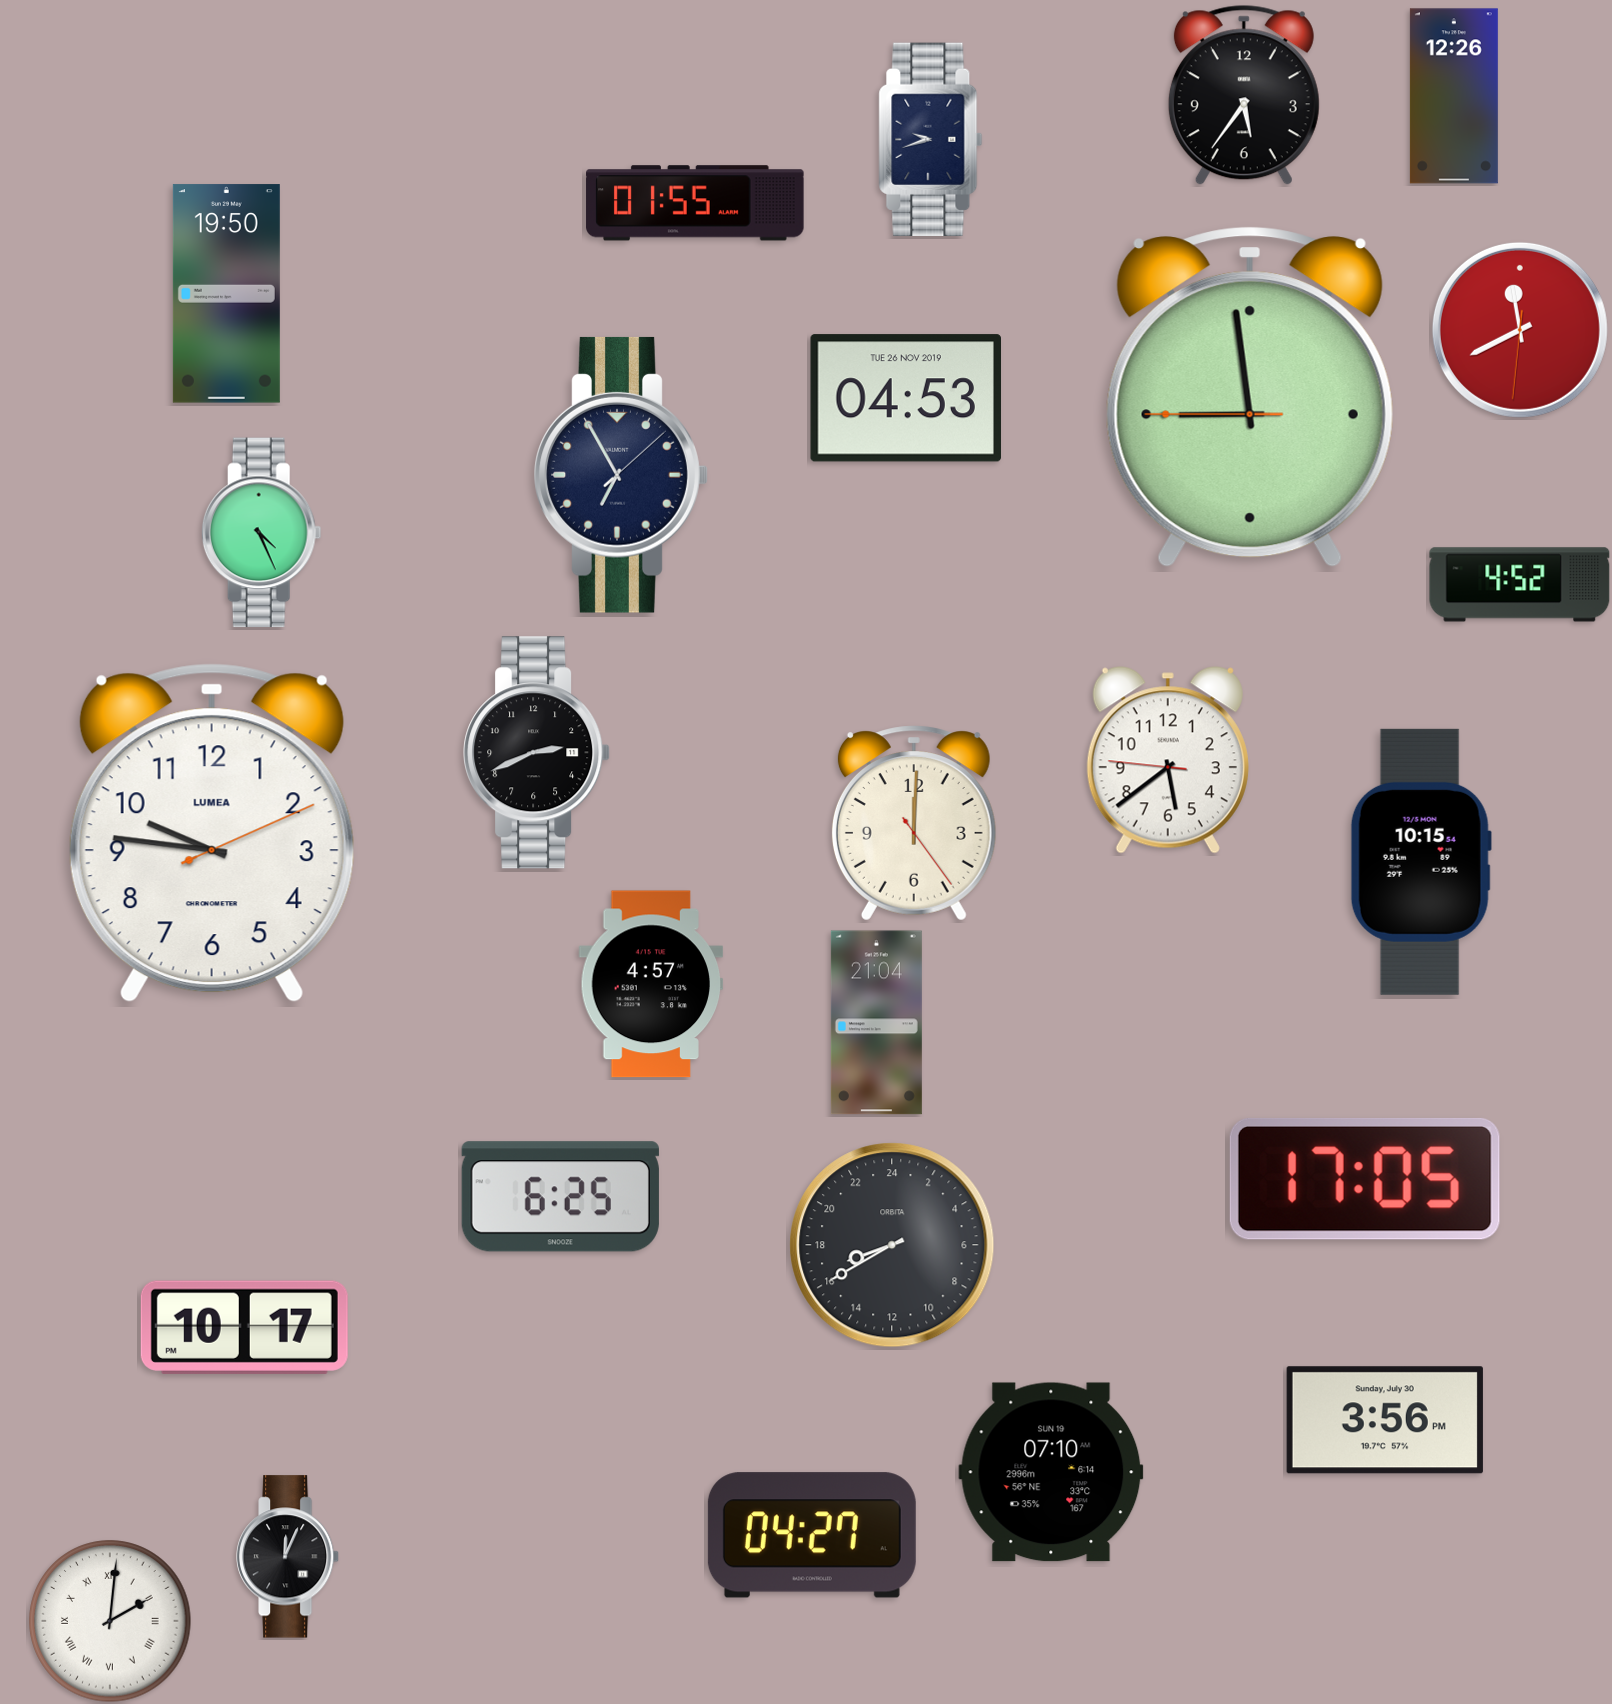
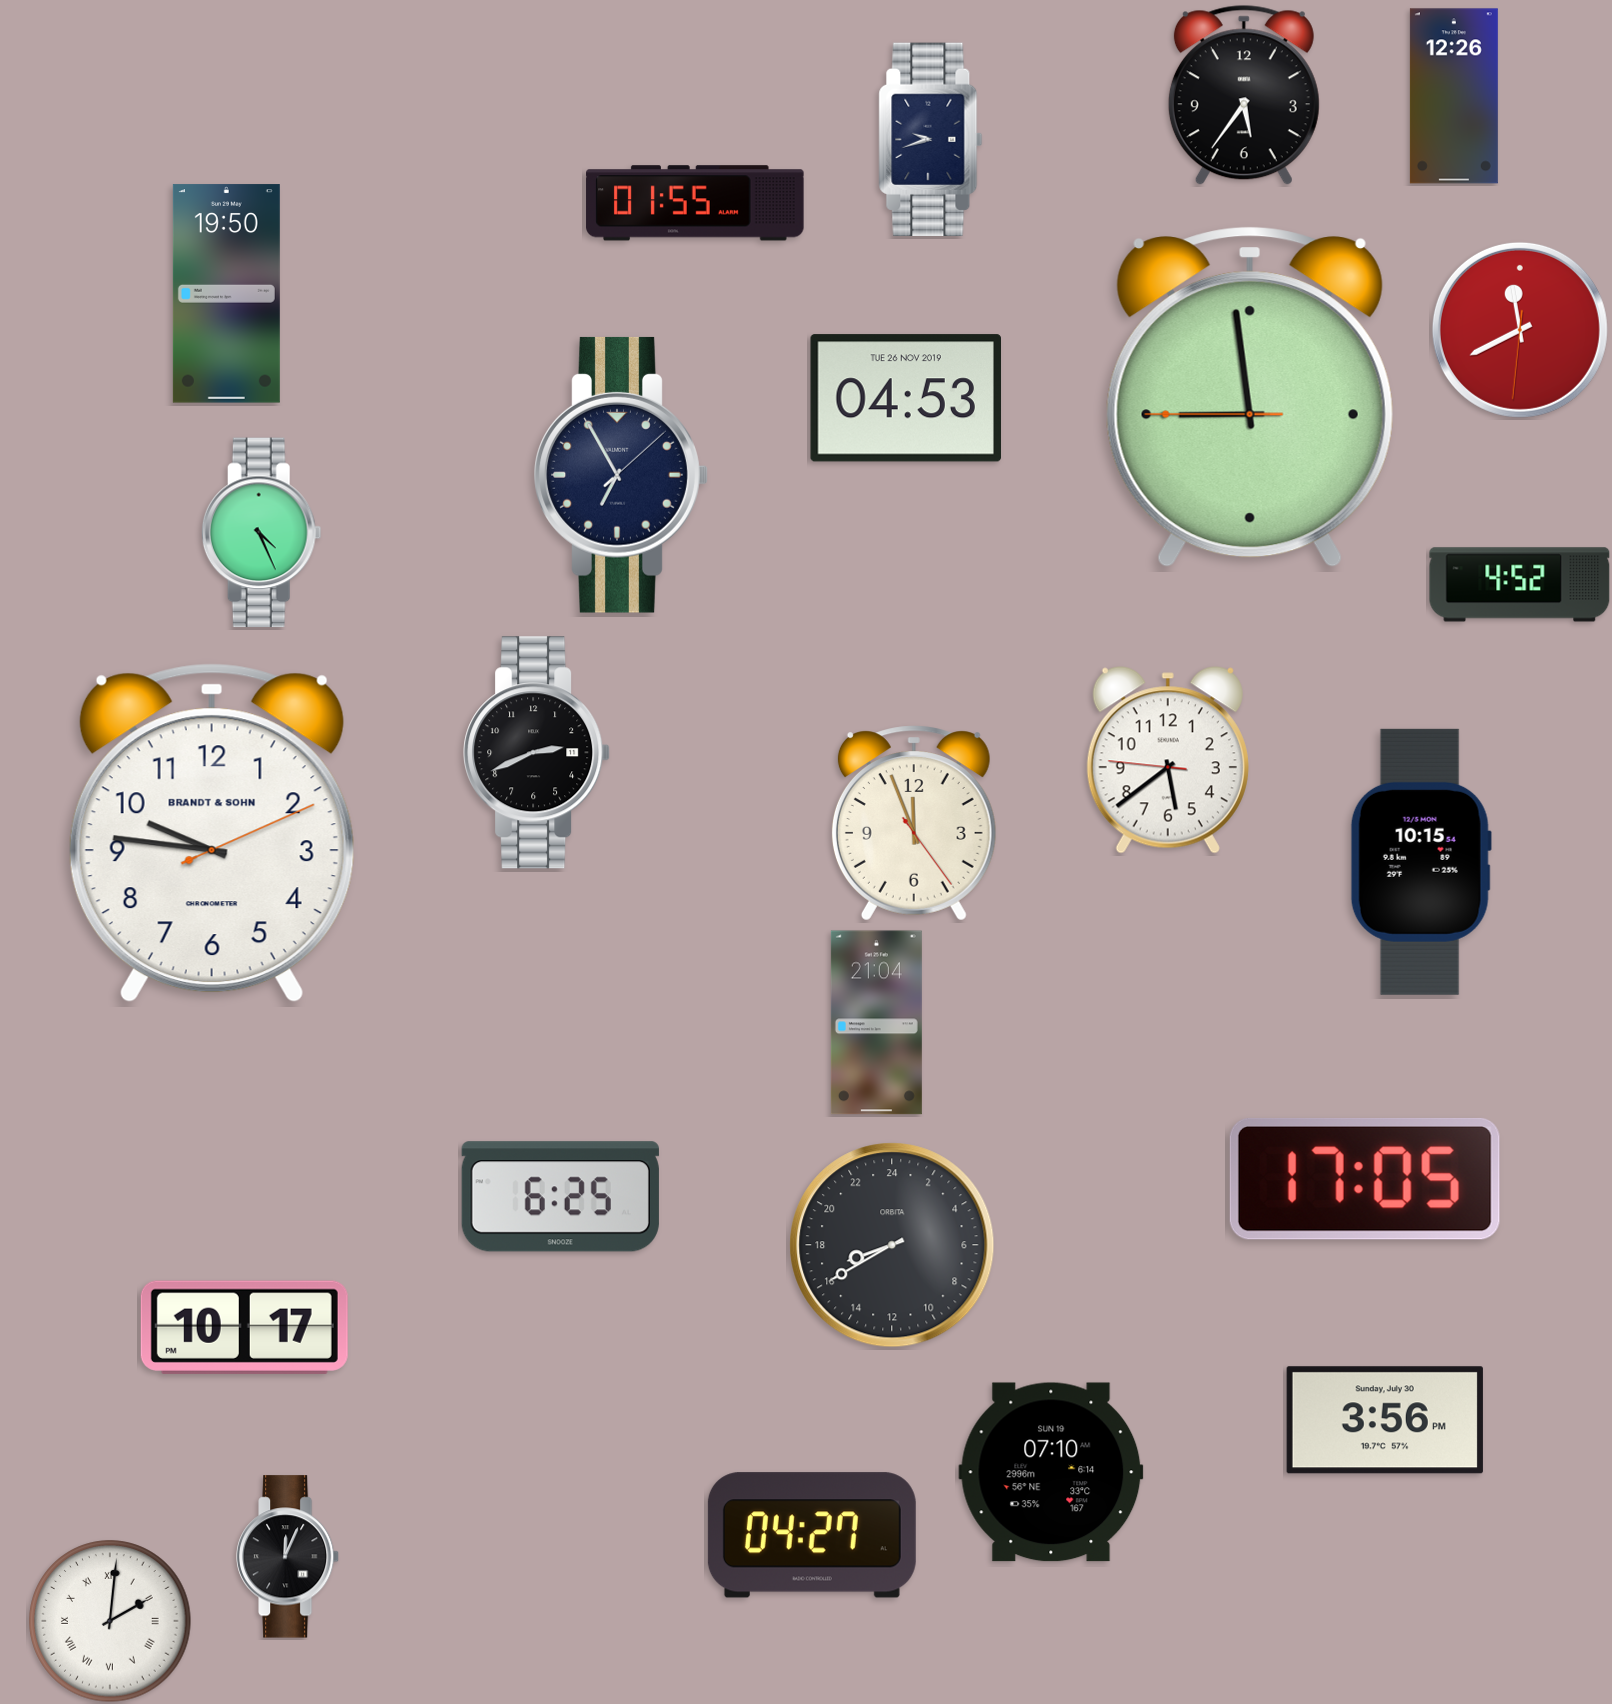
clock at (914, 823): 12:00 -> 11:56
clock at (212, 833) brand: LUMEA -> BRANDT & SOHN
clock at (651, 984): 4:57 -> none
